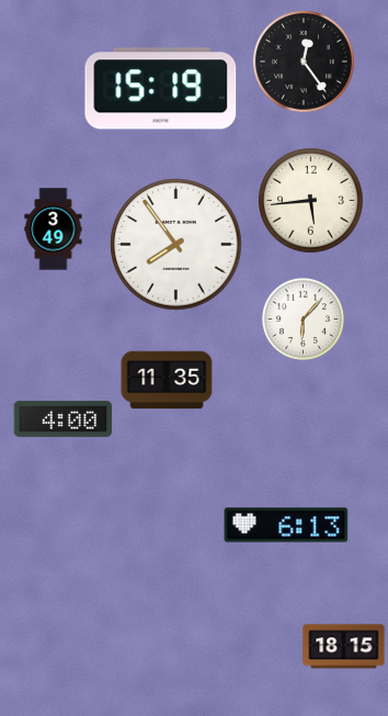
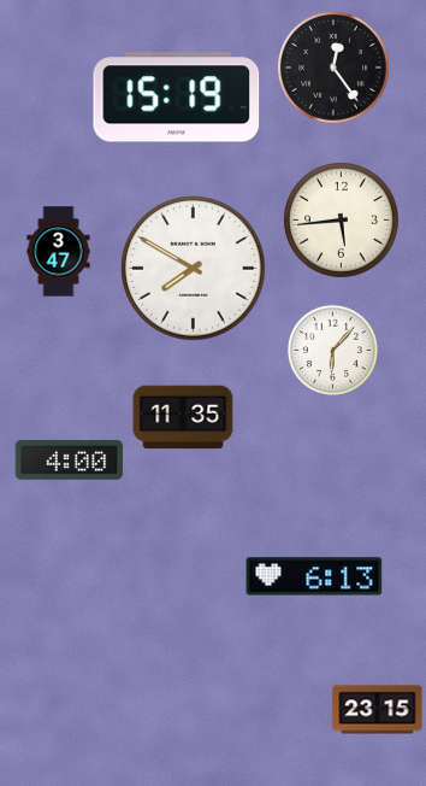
clock at (54, 230): 3:49 -> 3:47
clock at (176, 245): 7:54 -> 7:50
clock at (344, 647): 18:15 -> 23:15
